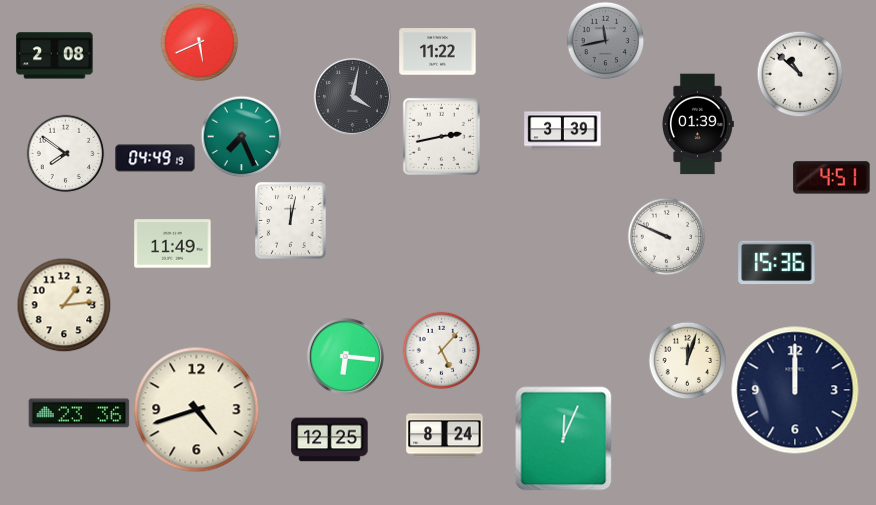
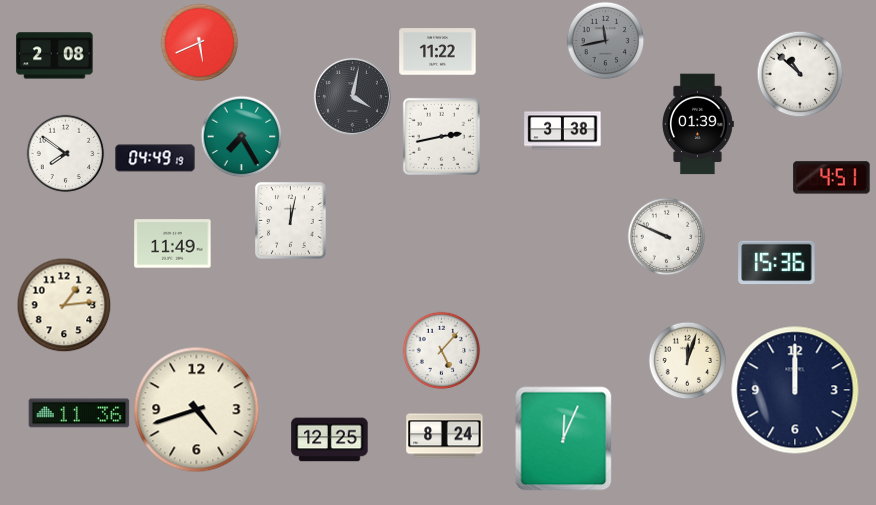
clock at (563, 131): 3:39 -> 3:38
clock at (241, 136): 7:26 -> 7:25
clock at (345, 356): 6:16 -> none
clock at (79, 413): 23:36 -> 11:36
